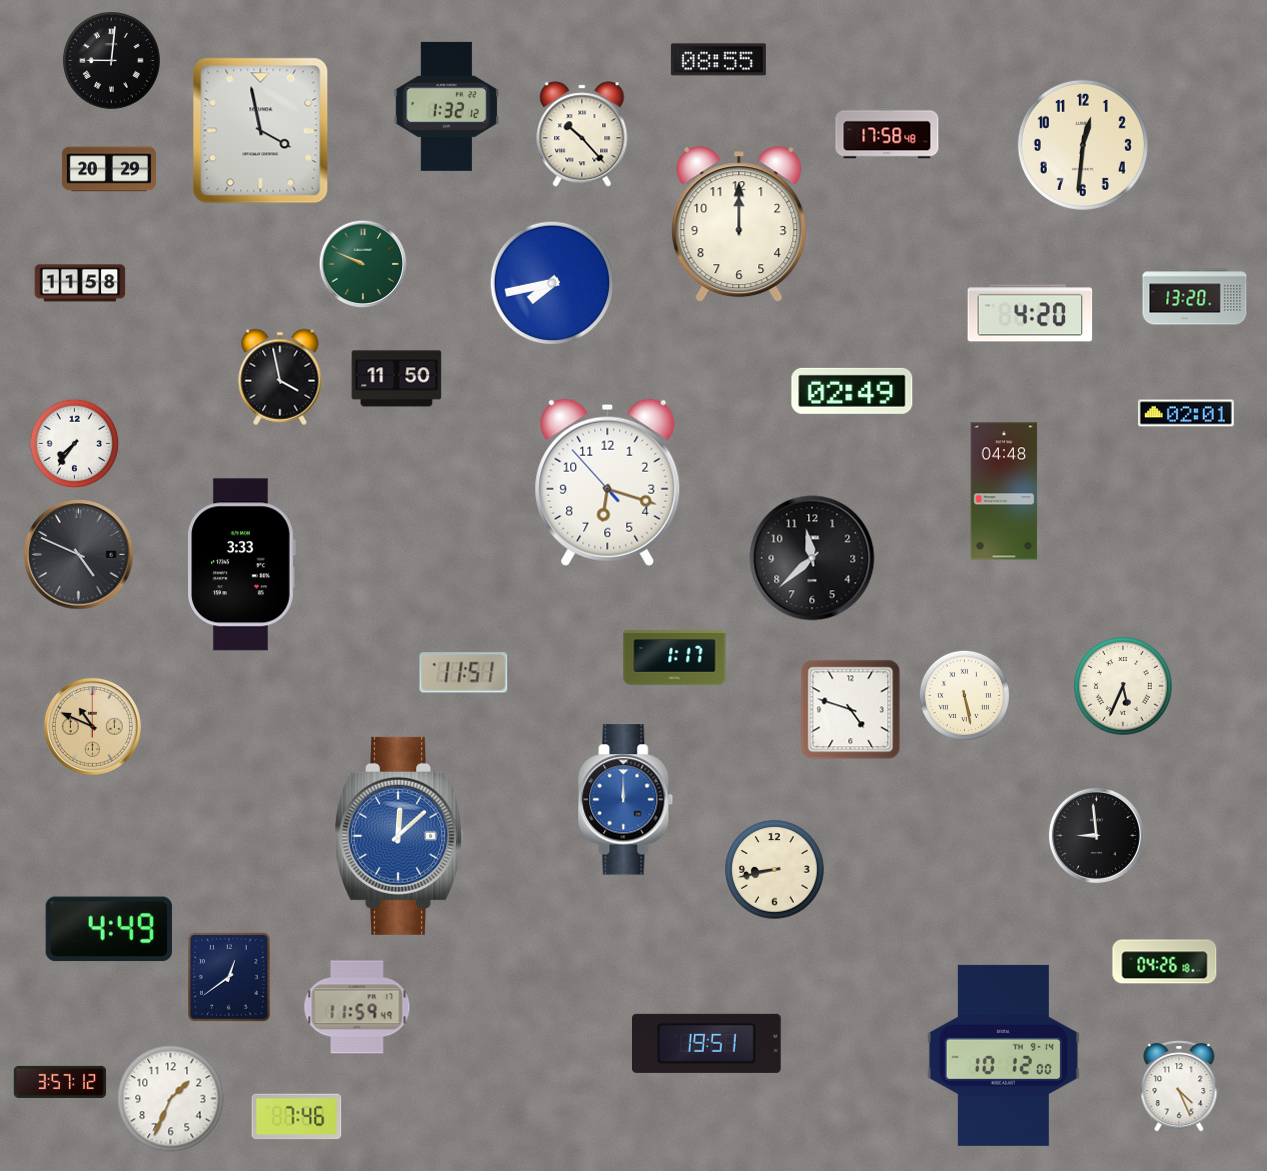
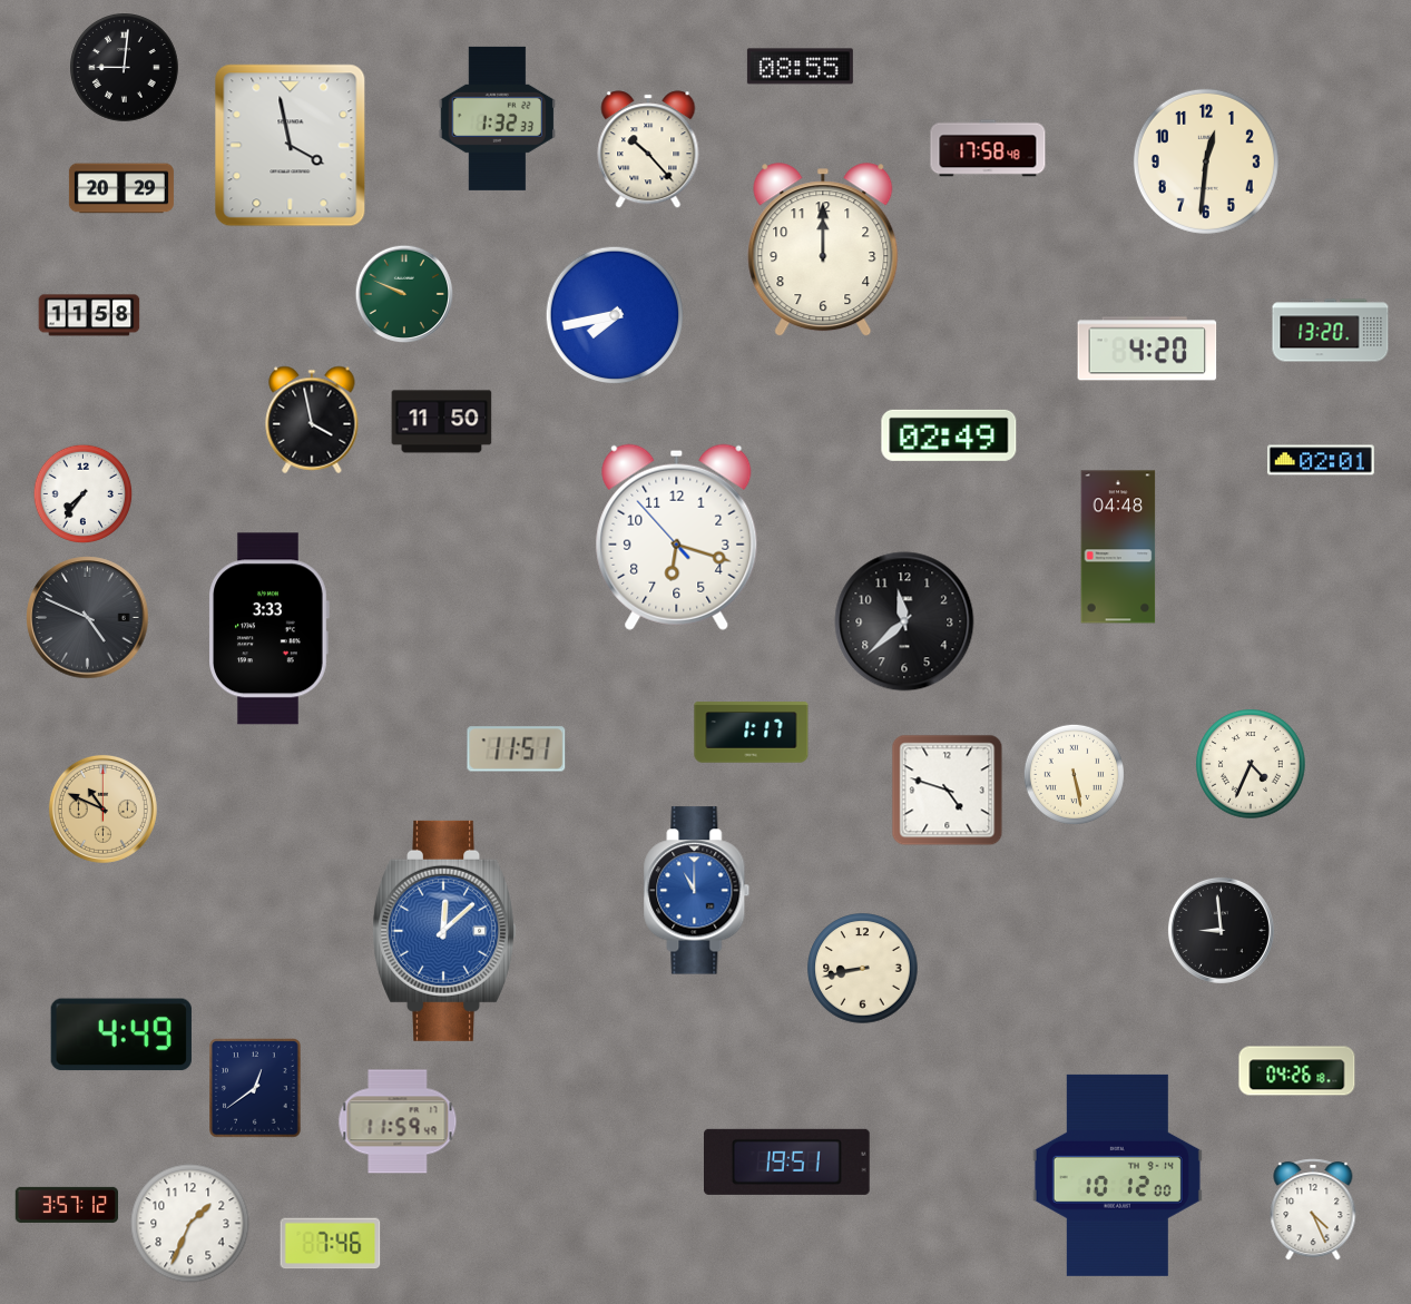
clock at (447, 106): 1:32:12 -> 1:32:33
clock at (1123, 686): 5:34 -> 4:34
clock at (626, 800): 12:00 -> 11:00
